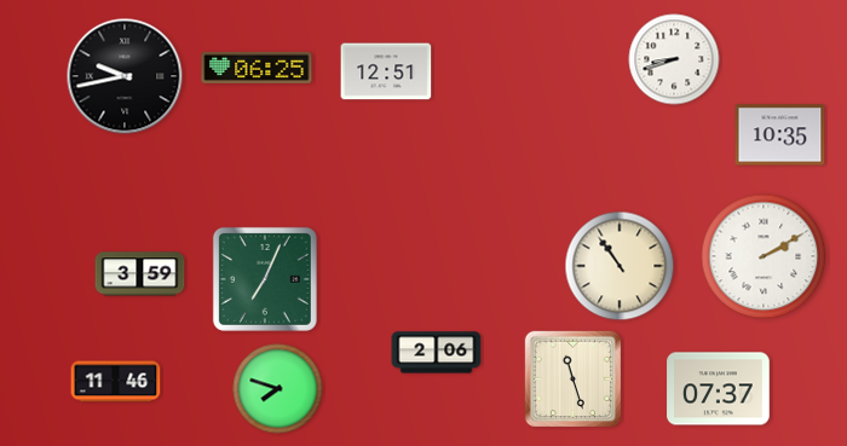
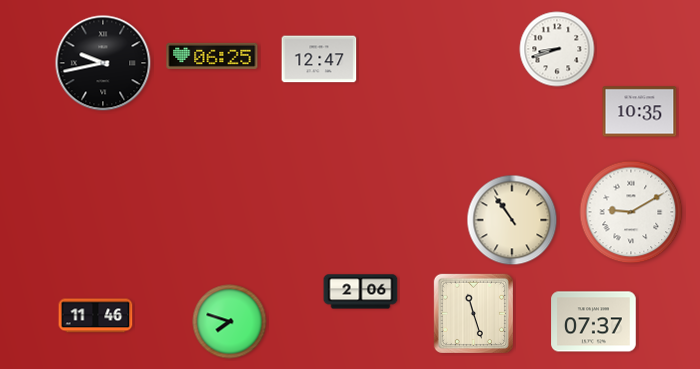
clock at (386, 71): 12:51 -> 12:47
clock at (780, 135) position: (780, 135) -> (640, 112)
clock at (764, 256): 2:10 -> 9:10
clock at (140, 274): 3:59 -> none
clock at (265, 279): 7:04 -> none
